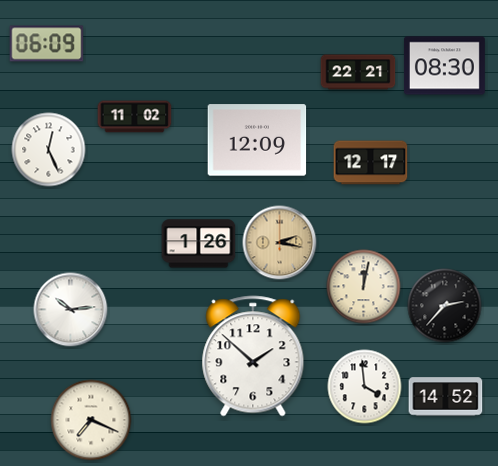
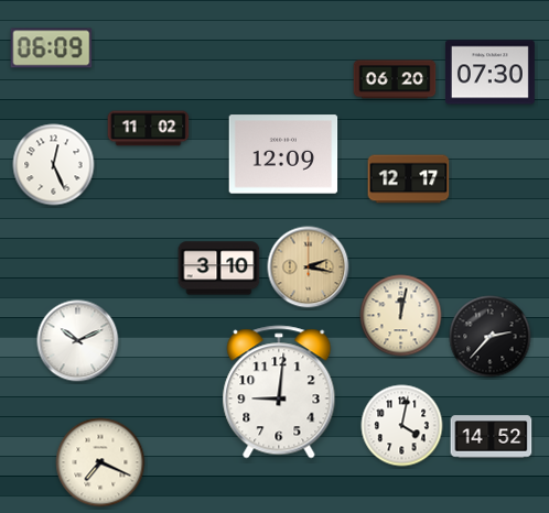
clock at (444, 66): 08:30 -> 07:30
clock at (358, 72): 22:21 -> 06:20
clock at (199, 244): 1:26 -> 3:10
clock at (71, 310): 10:14 -> 10:11
clock at (253, 356): 1:52 -> 9:01
clock at (365, 387): 3:59 -> 4:02
